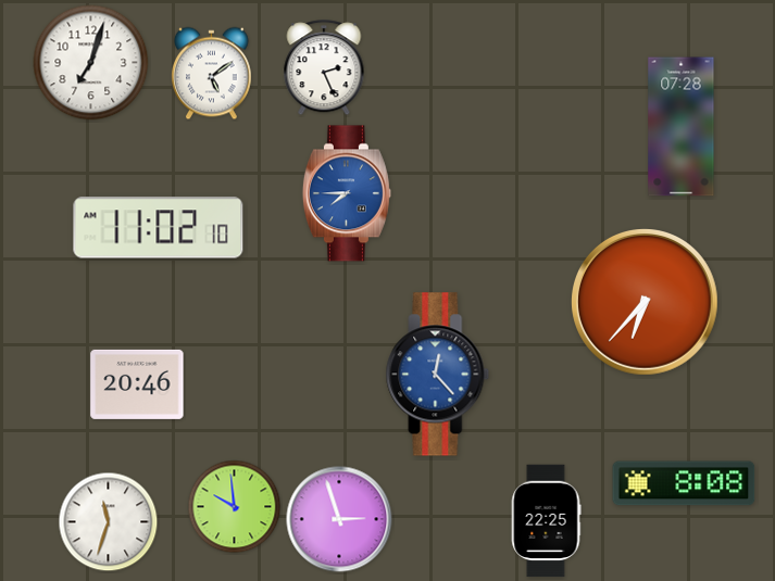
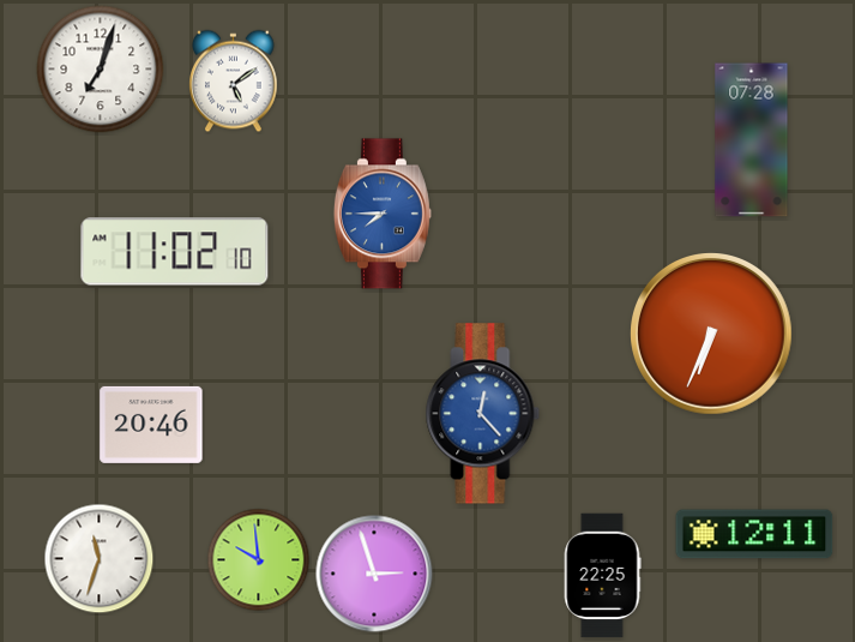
clock at (324, 68): 2:26 -> none
clock at (646, 303): 6:37 -> 6:34
clock at (684, 483): 8:08 -> 12:11
clock at (109, 522) position: (109, 522) -> (100, 559)
